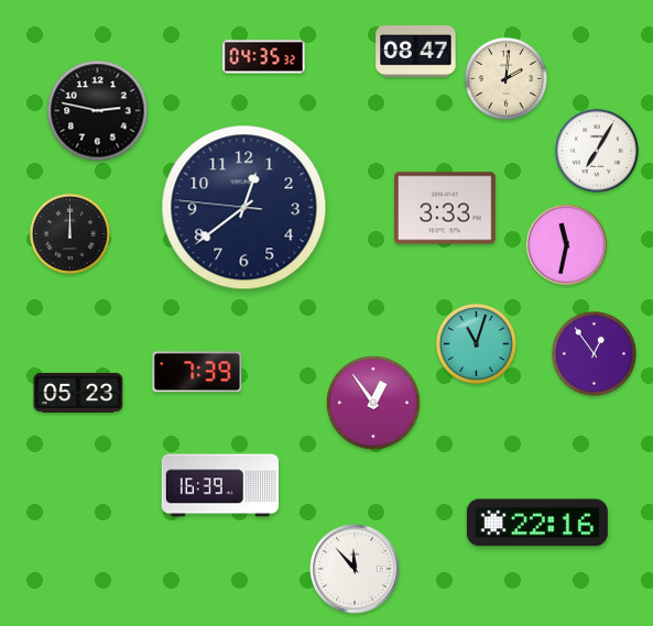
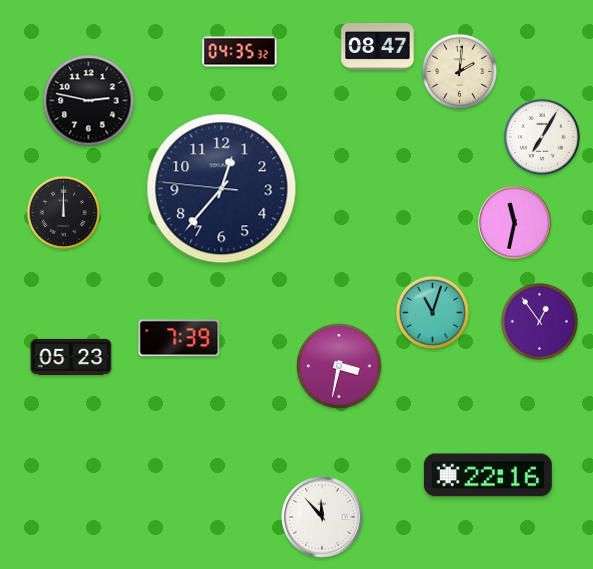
clock at (244, 208): 12:38 -> 12:36
clock at (445, 208): 3:33 -> none
clock at (373, 403): 12:54 -> 3:32
clock at (219, 485): 16:39 -> none
